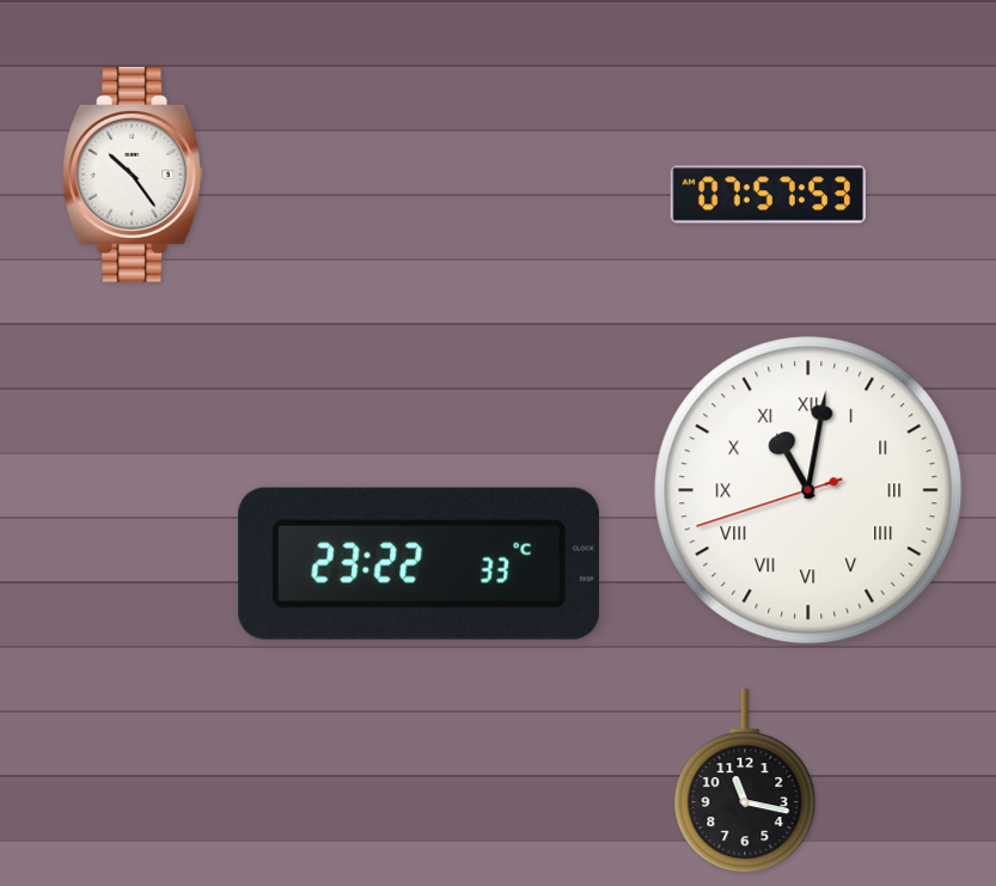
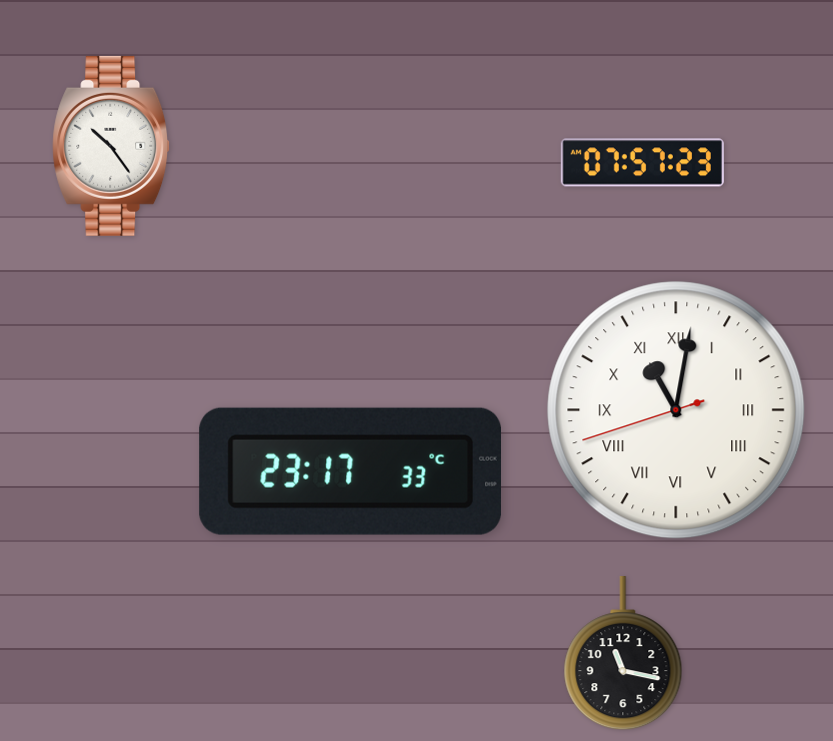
clock at (768, 195): 07:57:53 -> 07:57:23
clock at (418, 563): 23:22 -> 23:17
